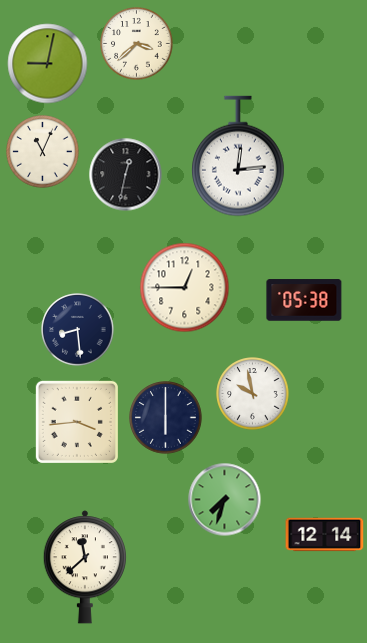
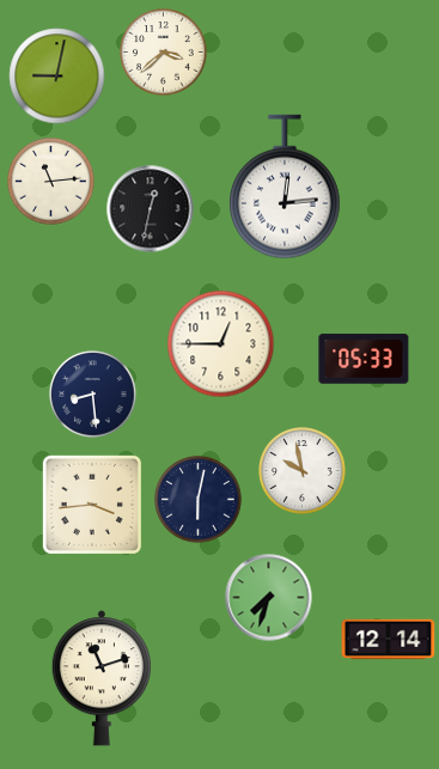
clock at (43, 152): 11:04 -> 11:14
clock at (304, 300): 05:38 -> 05:33
clock at (166, 418): 6:00 -> 6:02
clock at (84, 567): 11:38 -> 11:12
